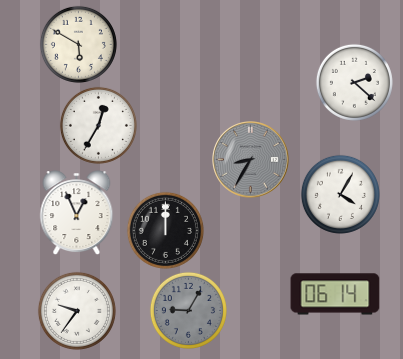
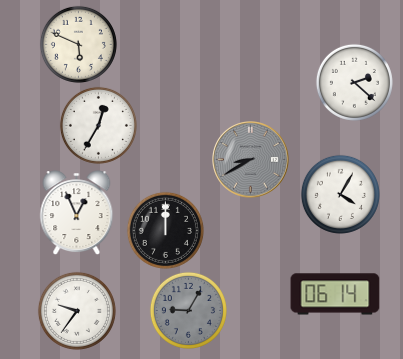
clock at (78, 44): 5:50 -> 5:49
clock at (251, 160): 8:35 -> 8:40
